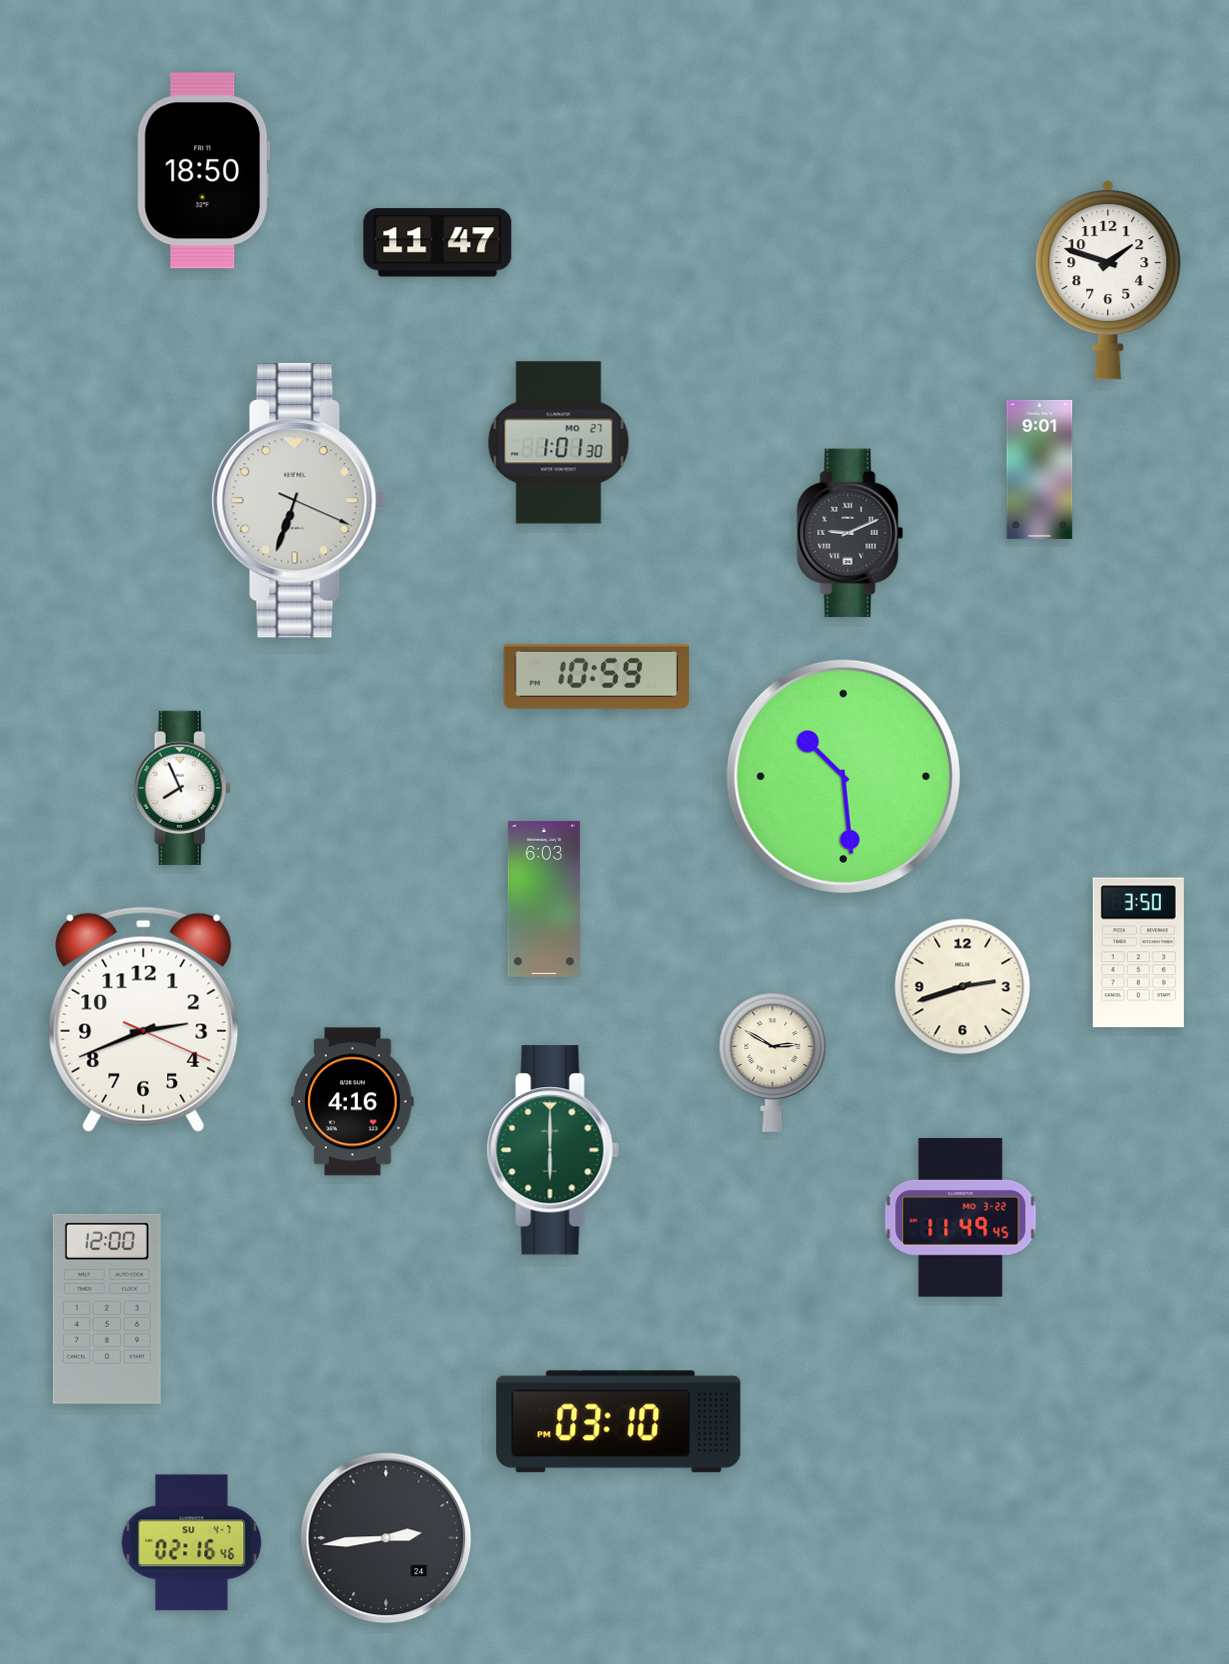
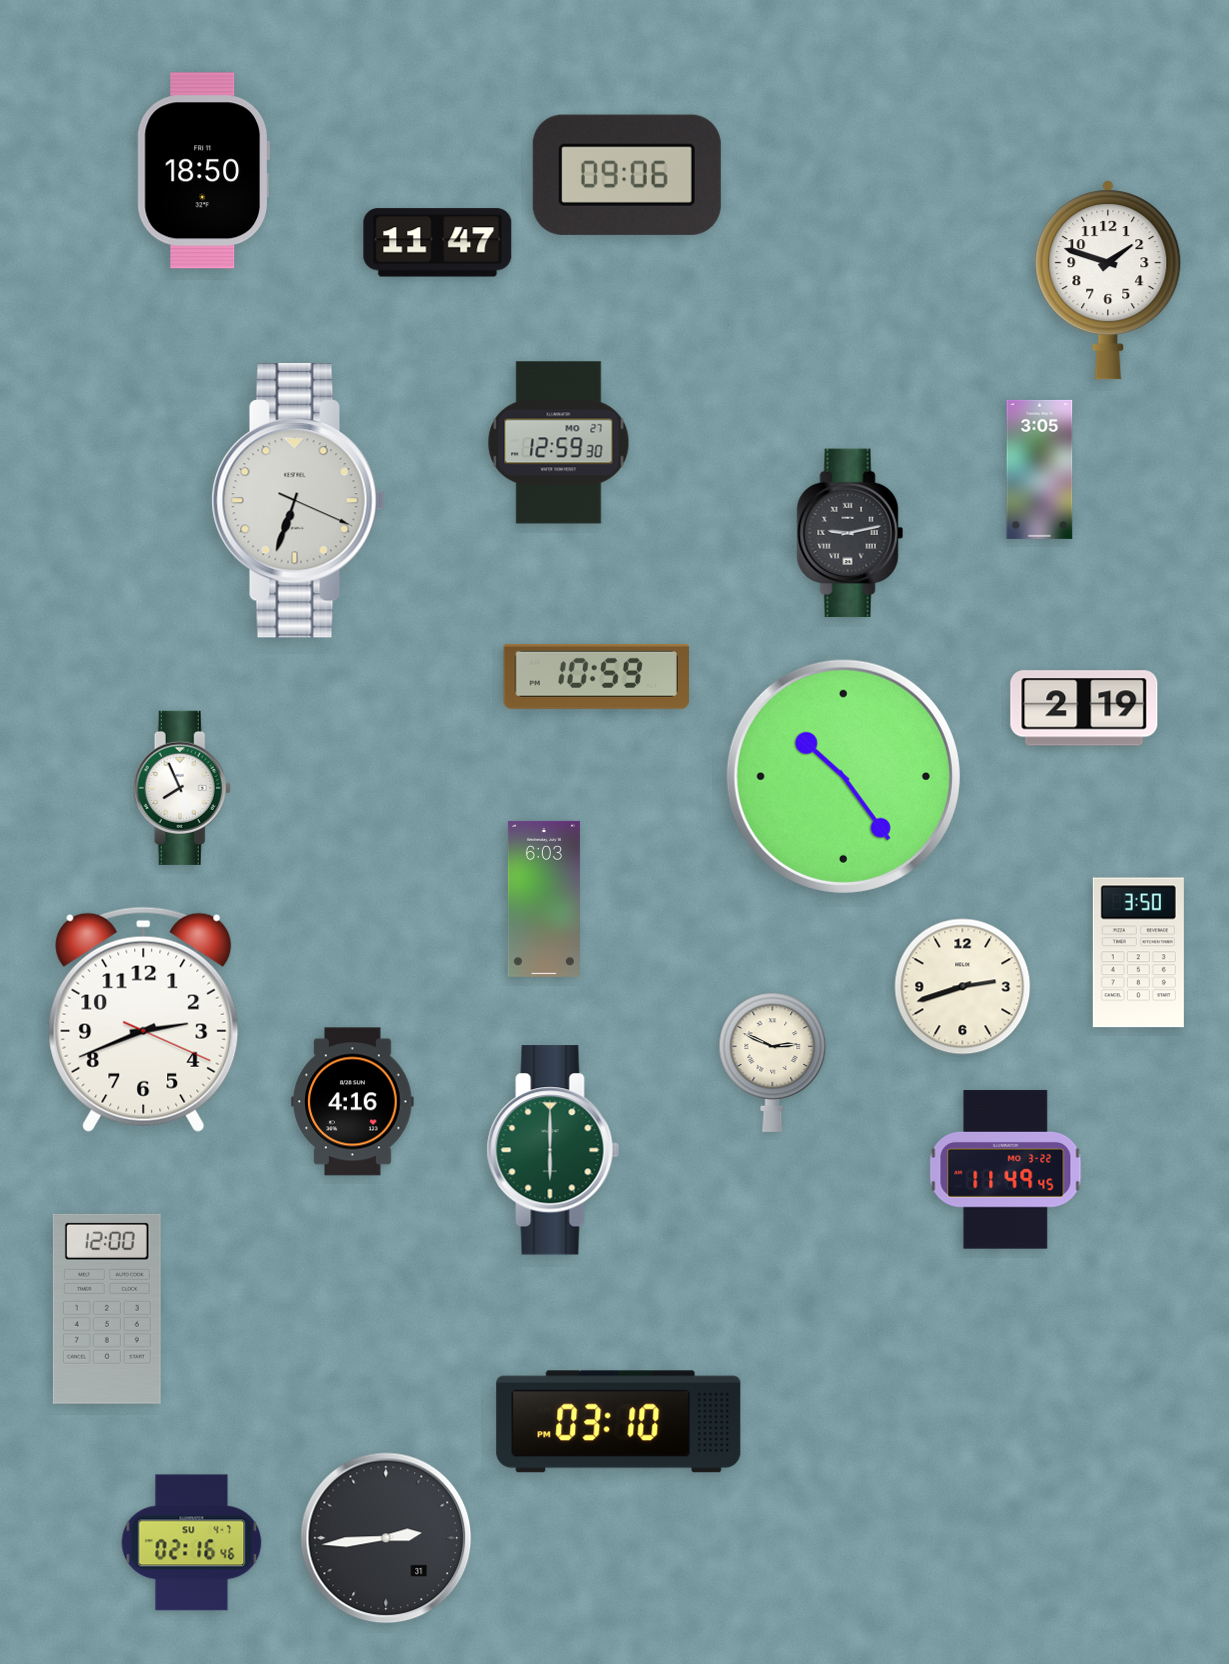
clock at (627, 175): none -> 09:06
clock at (559, 443): 1:01 -> 12:59
clock at (1040, 469): 9:01 -> 3:05
clock at (850, 533): 9:11 -> 9:13
clock at (1084, 708): none -> 2:19
clock at (843, 776): 10:29 -> 10:24
clock at (773, 1062): 2:50 -> 2:49
clock at (961, 1218) position: (961, 1218) -> (1006, 1170)
clock at (386, 1538) date: 24 -> 31
